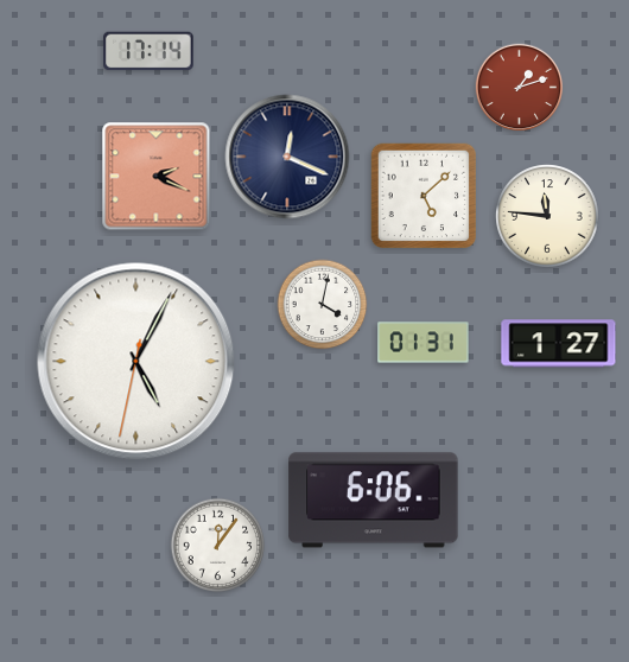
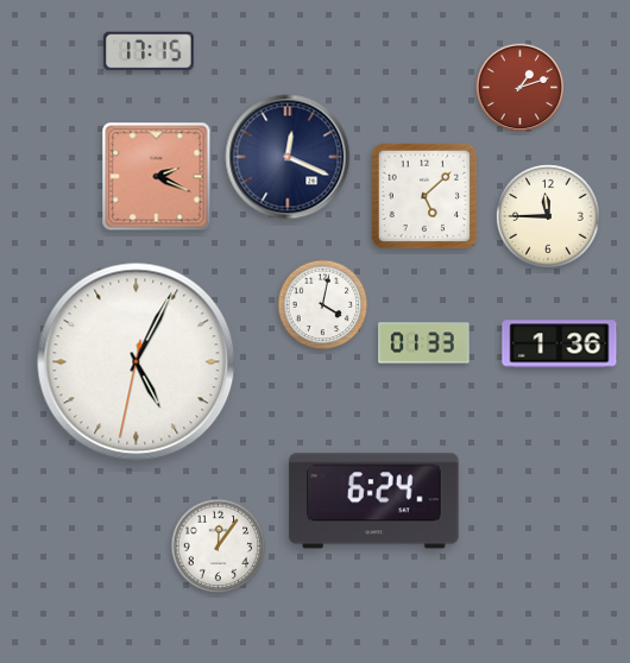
clock at (148, 51): 17:14 -> 17:15
clock at (547, 216): 11:46 -> 11:45
clock at (424, 343): 01:31 -> 01:33
clock at (559, 344): 1:27 -> 1:36
clock at (374, 501): 6:06 -> 6:24
